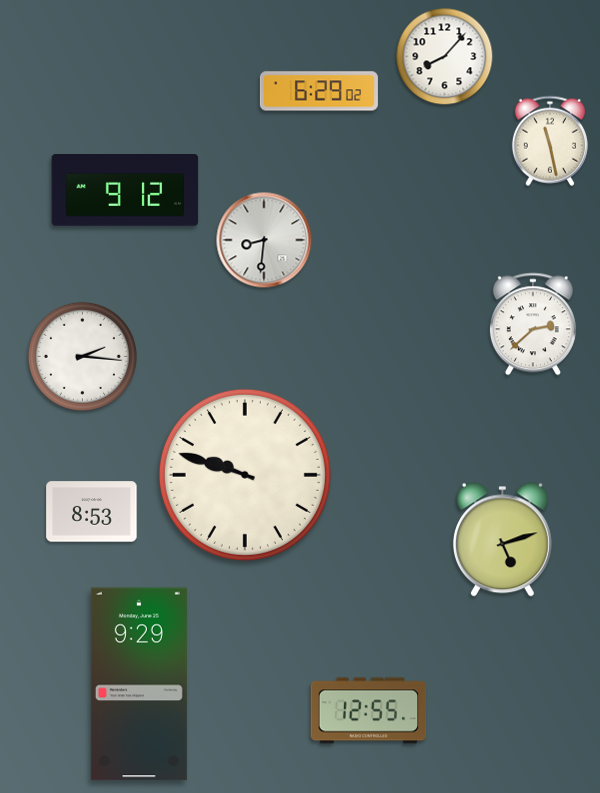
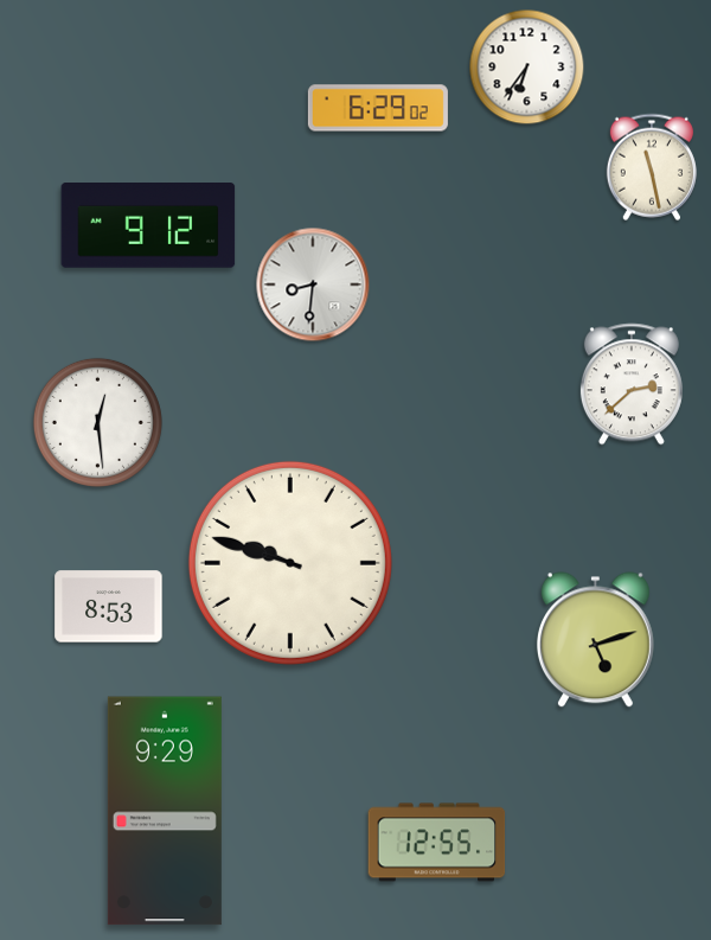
clock at (445, 57): 8:07 -> 6:36
clock at (82, 356): 2:16 -> 12:29
